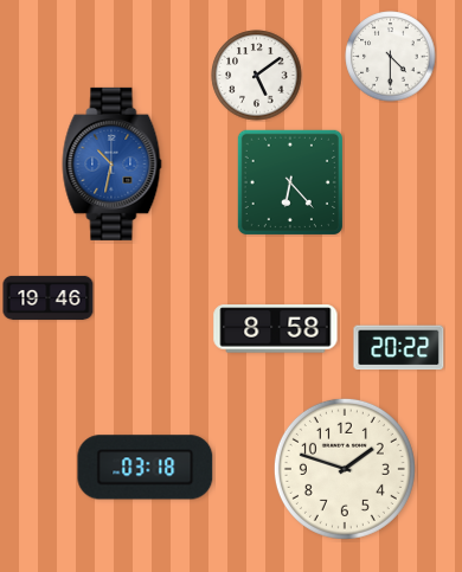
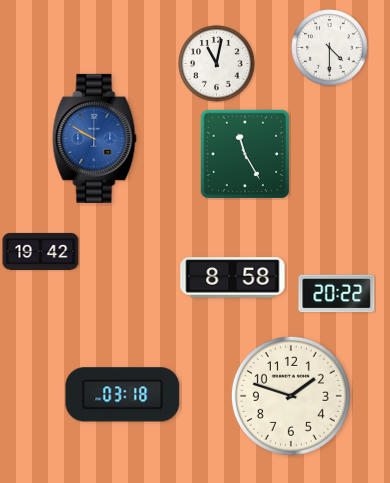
clock at (257, 76): 5:09 -> 11:02
clock at (113, 163): 10:32 -> 9:50
clock at (290, 182): 6:23 -> 11:25
clock at (49, 297): 19:46 -> 19:42
